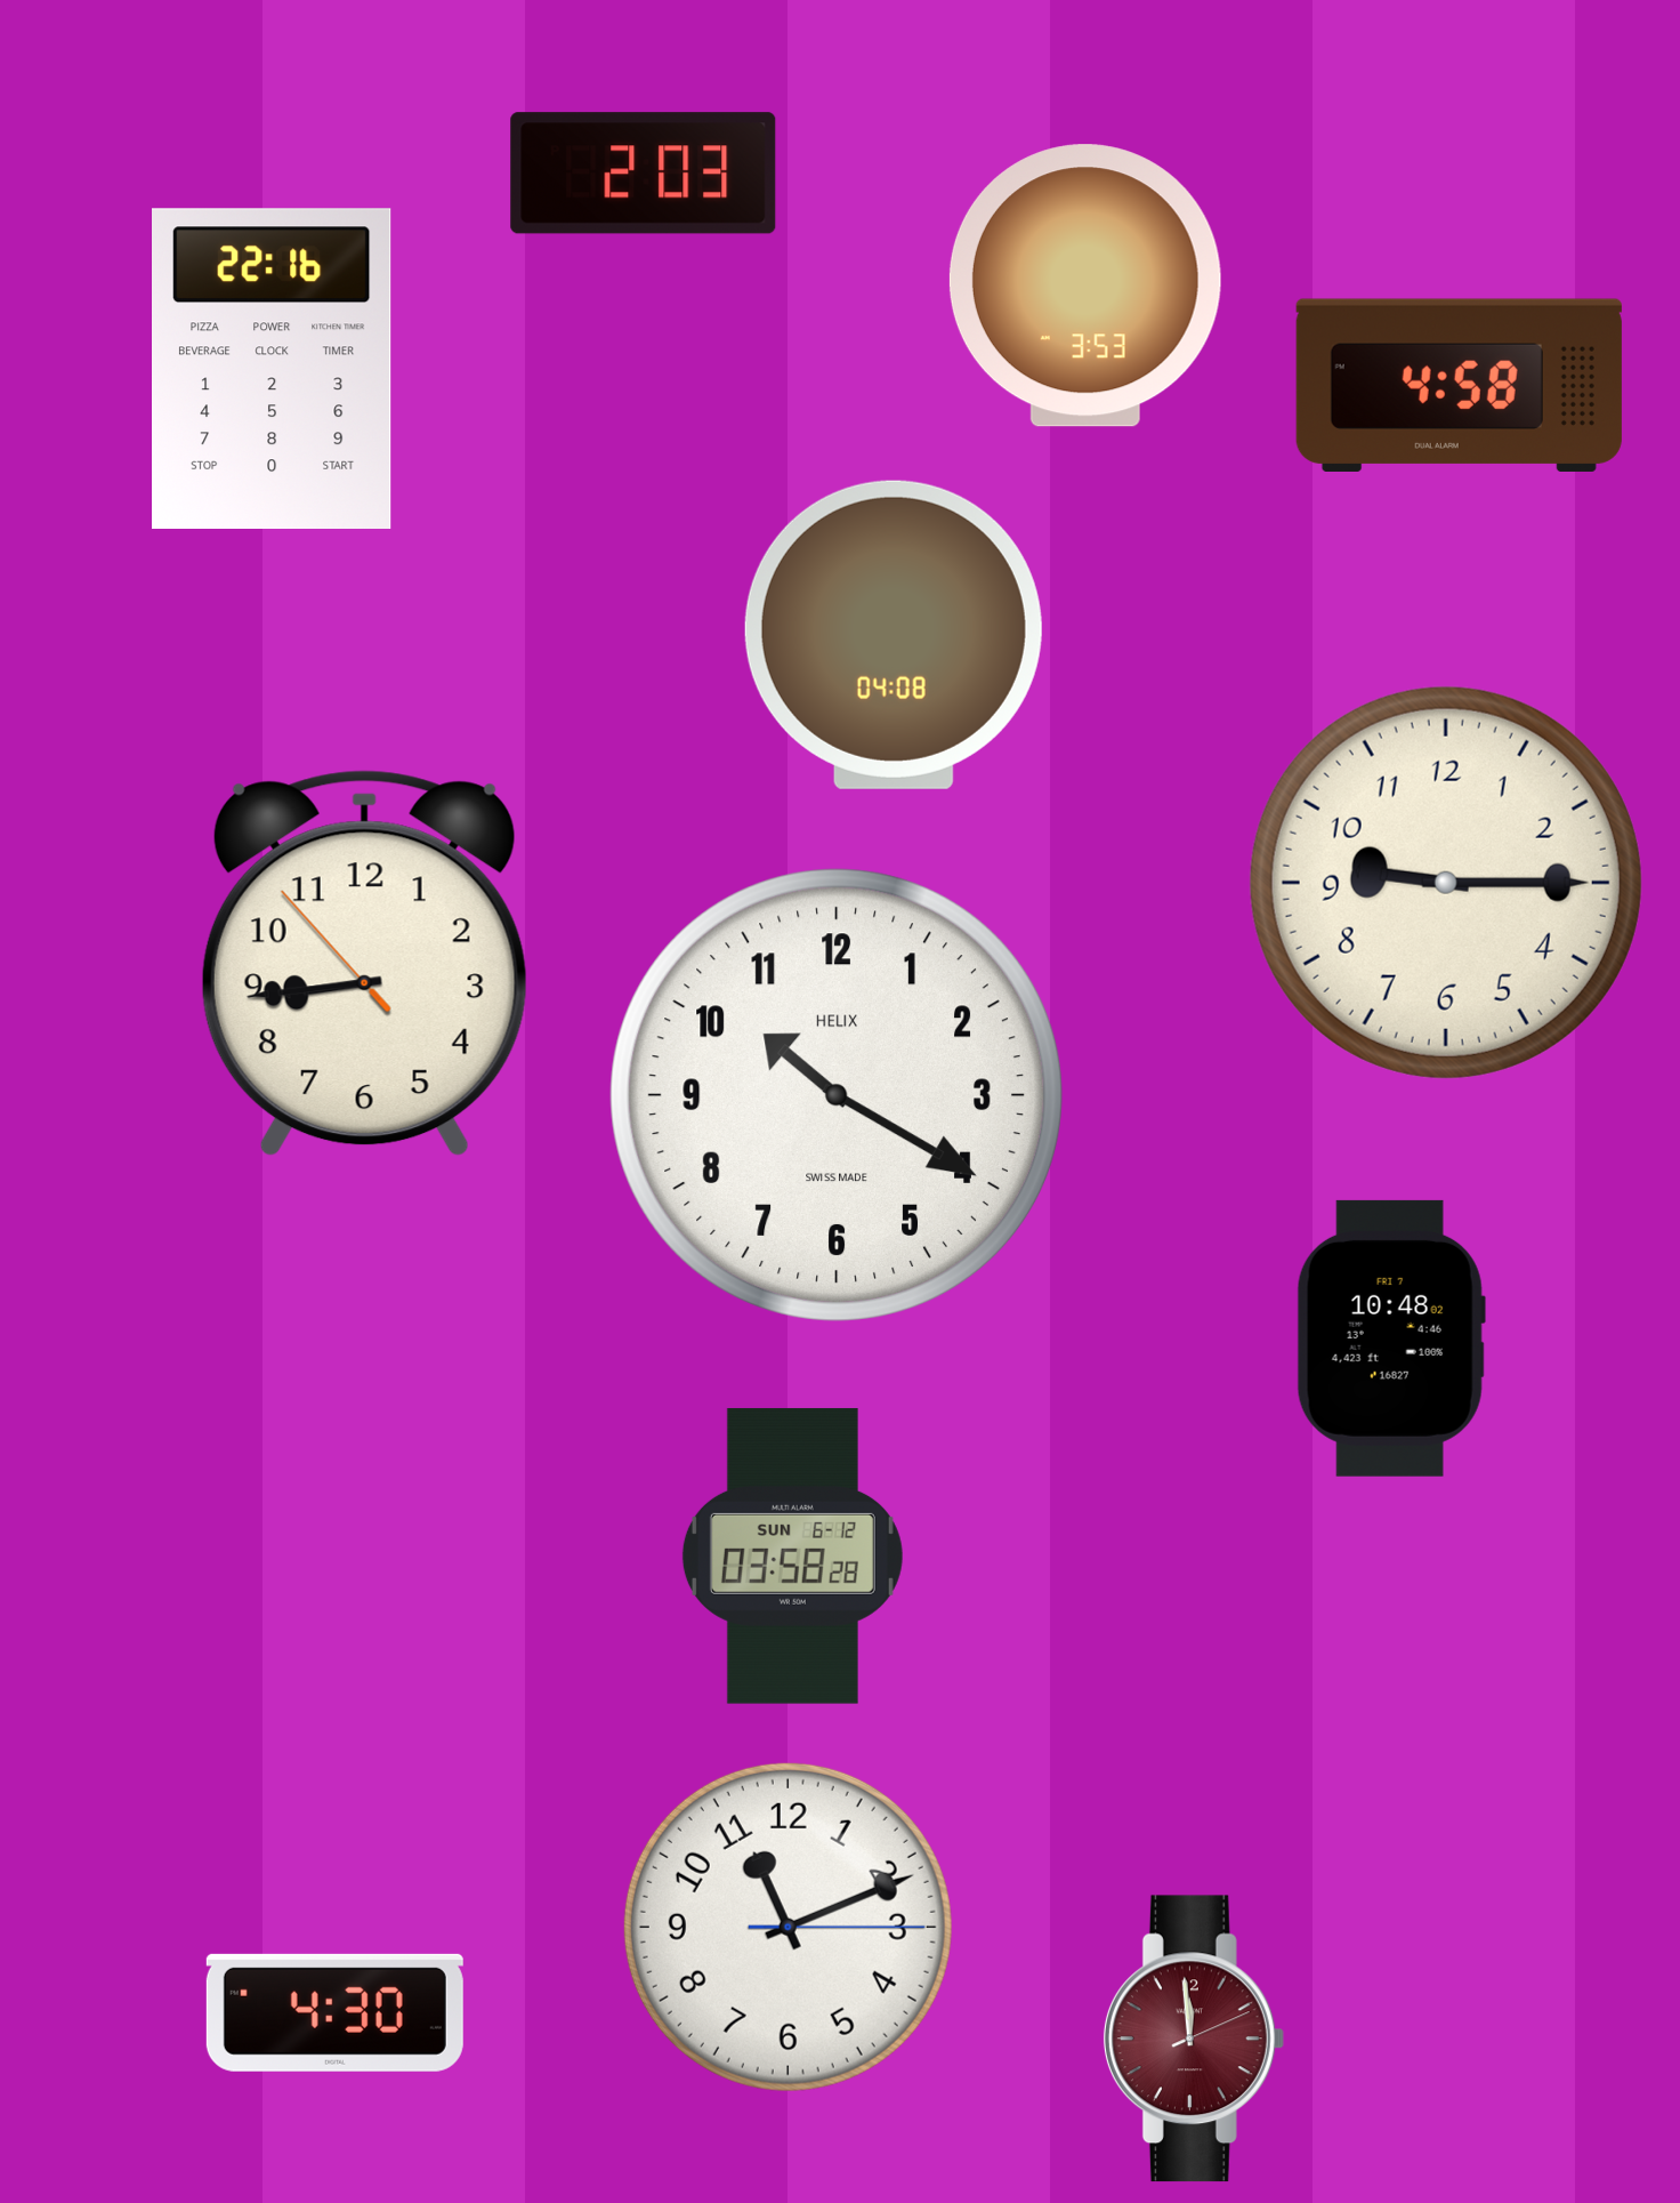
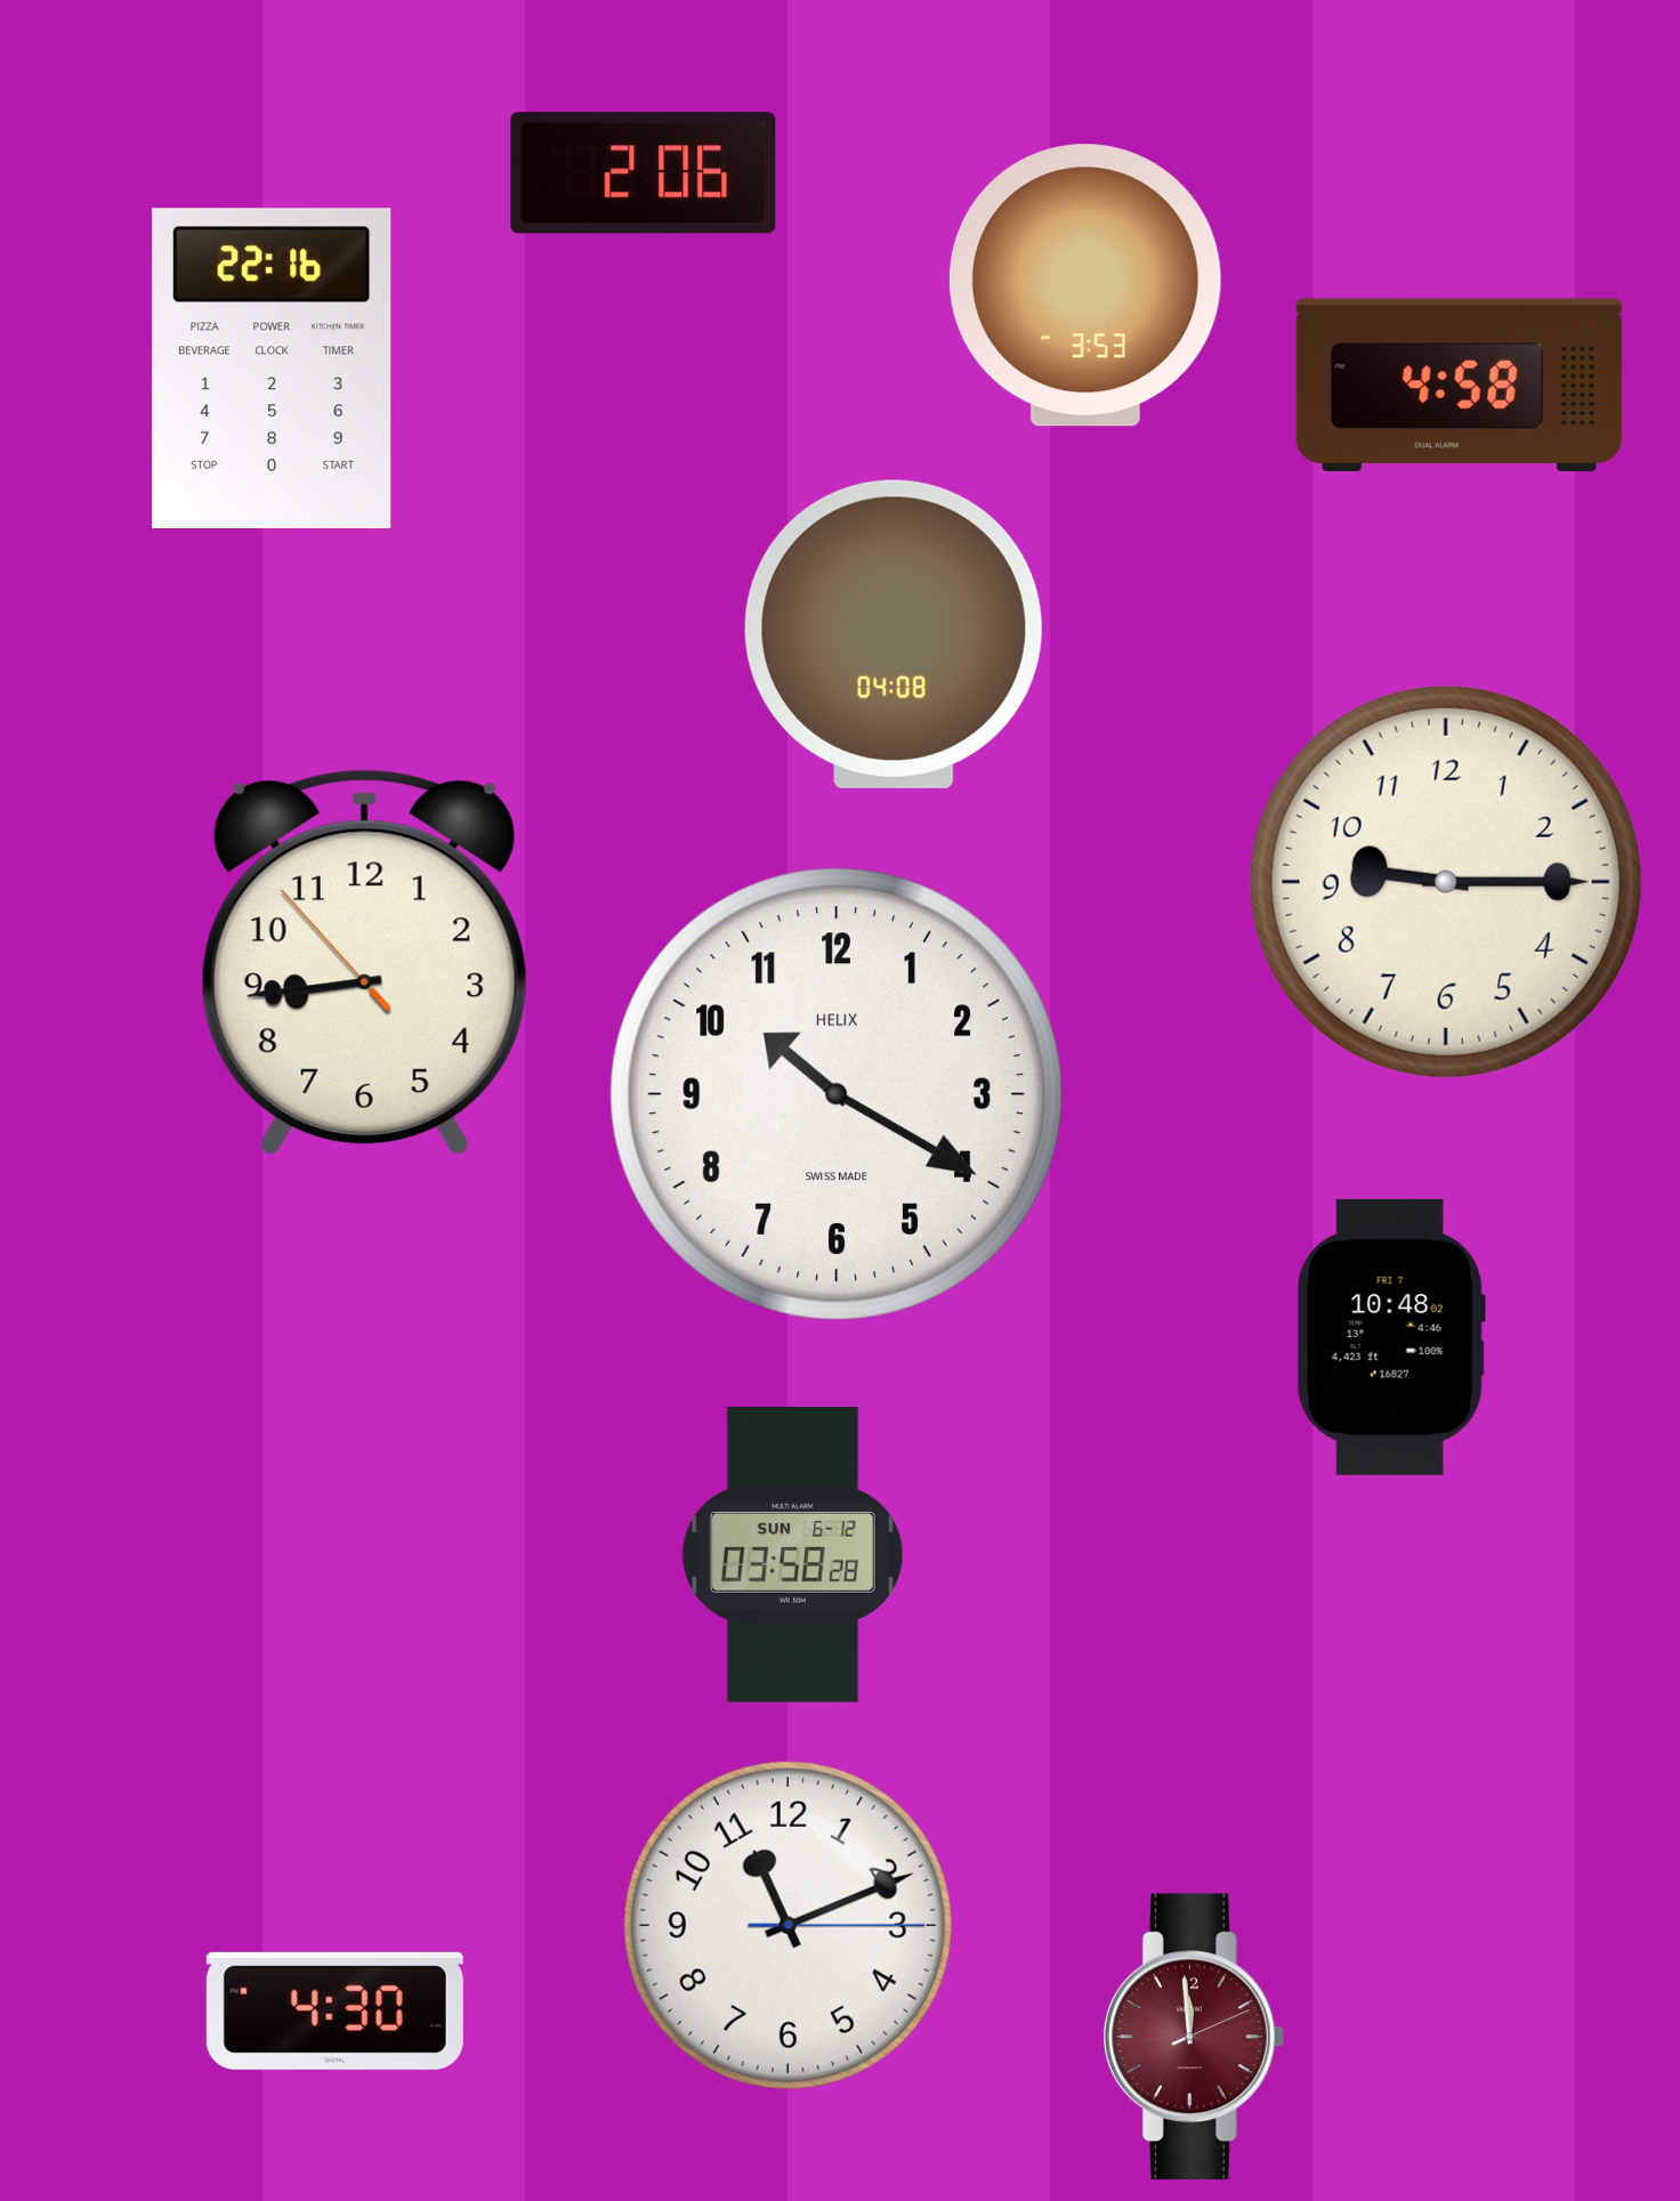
clock at (644, 174): 2:03 -> 2:06
